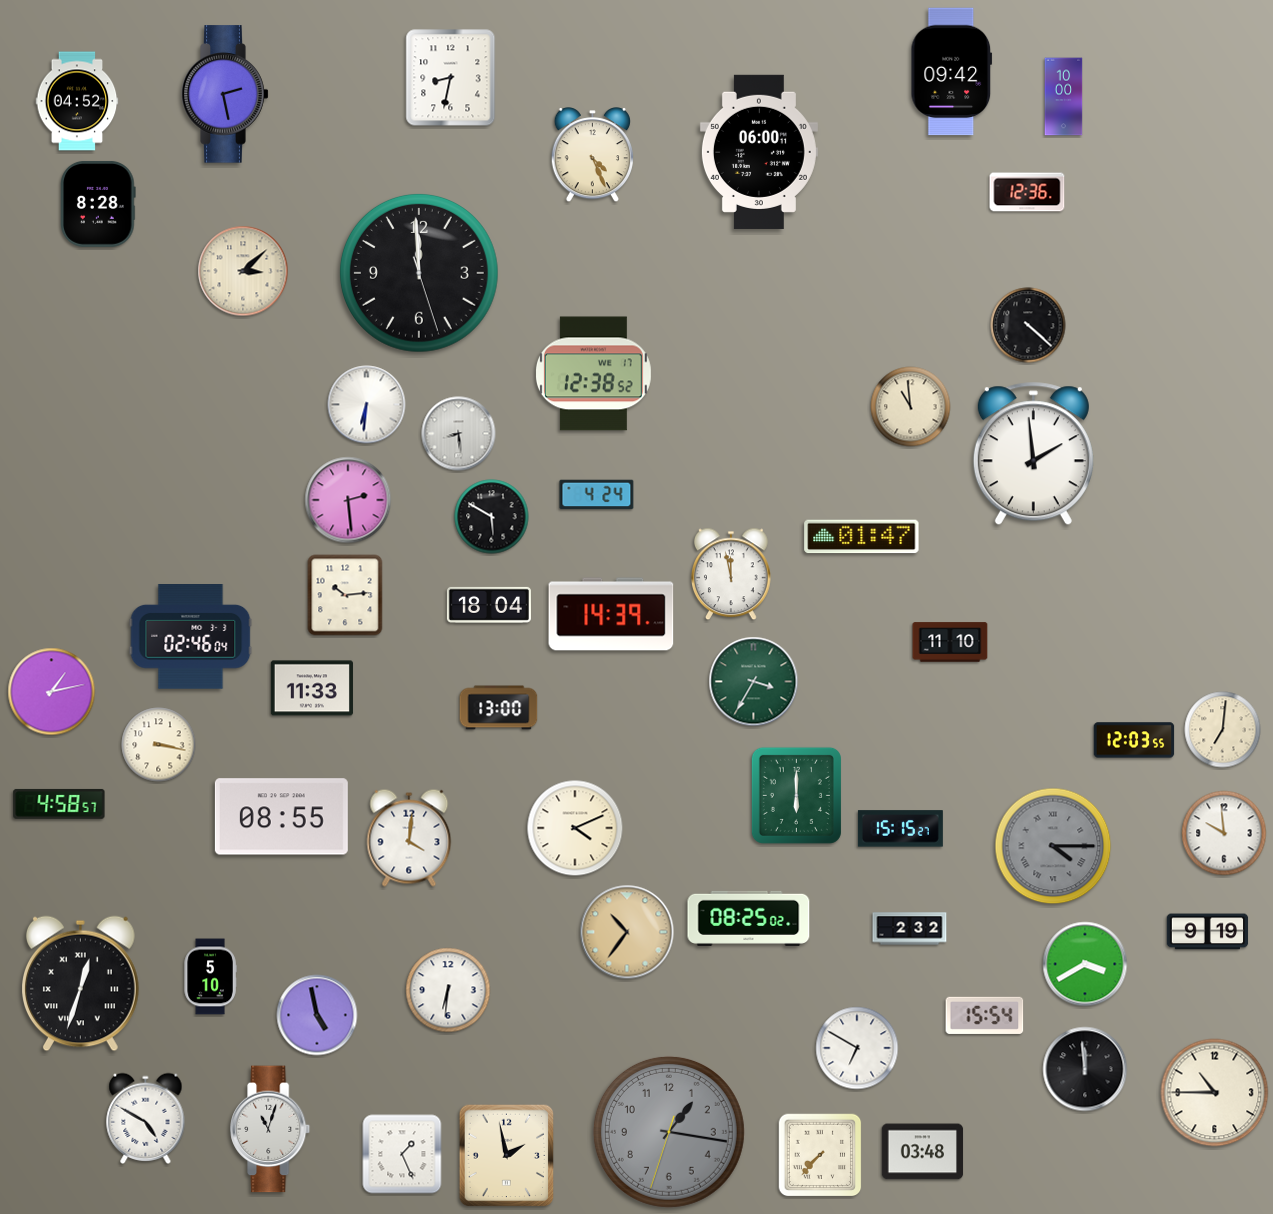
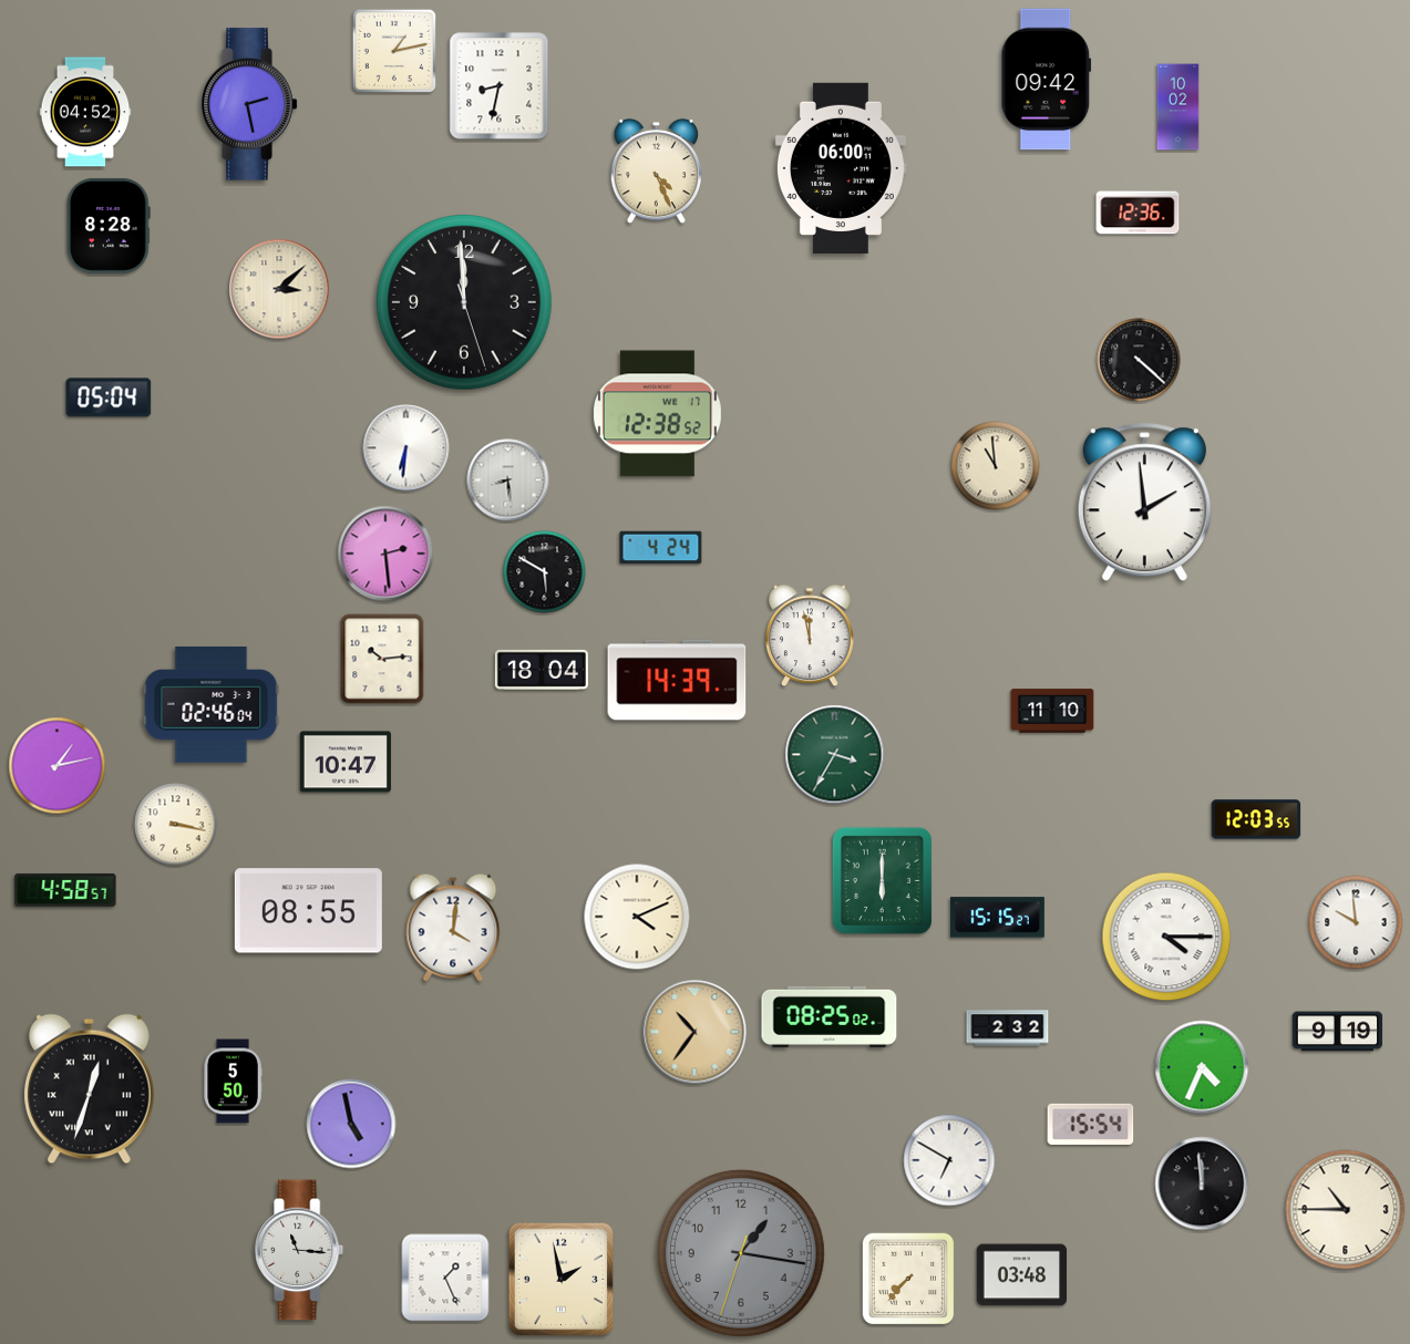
clock at (393, 50): none -> 1:13
clock at (952, 72) position: (952, 72) -> (1047, 80)
clock at (1064, 97): 10:00 -> 10:02
clock at (243, 271) position: (243, 271) -> (279, 289)
clock at (109, 397): none -> 05:04
clock at (911, 407) position: (911, 407) -> (996, 466)
clock at (862, 537): 01:47 -> none
clock at (312, 688): 11:33 -> 10:47
clock at (499, 708): 13:00 -> none
clock at (1223, 730): 7:01 -> none
clock at (281, 817) position: (281, 817) -> (308, 911)
clock at (1053, 846) dial: grey -> white
clock at (1085, 964): 3:40 -> 4:34
clock at (210, 977): 5:10 -> 5:50
clock at (448, 990): 6:31 -> none
clock at (146, 1118): 4:50 -> none
clock at (271, 1129): 11:03 -> 11:16
